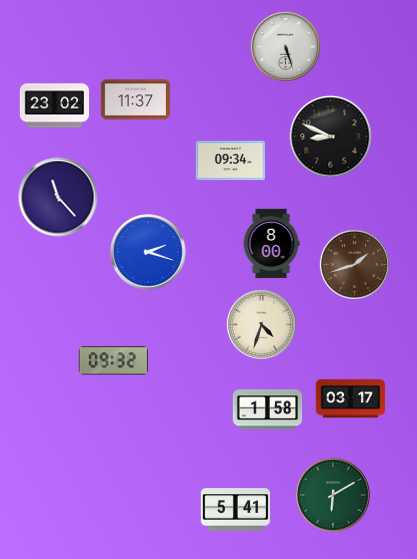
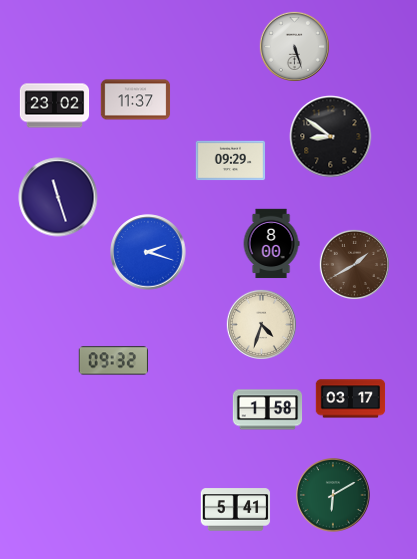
clock at (285, 46) position: (285, 46) -> (294, 46)
clock at (331, 137): 8:49 -> 8:51
clock at (231, 161): 09:34 -> 09:29
clock at (58, 197): 11:23 -> 11:27
clock at (354, 264): 1:42 -> 1:40
